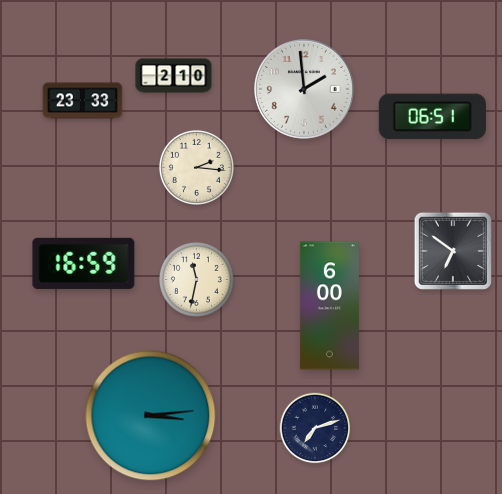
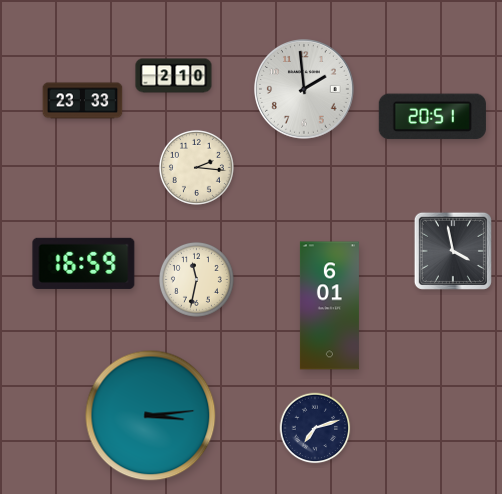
clock at (432, 117): 06:51 -> 20:51
clock at (453, 251): 6:51 -> 3:58
clock at (329, 306): 6:00 -> 6:01
